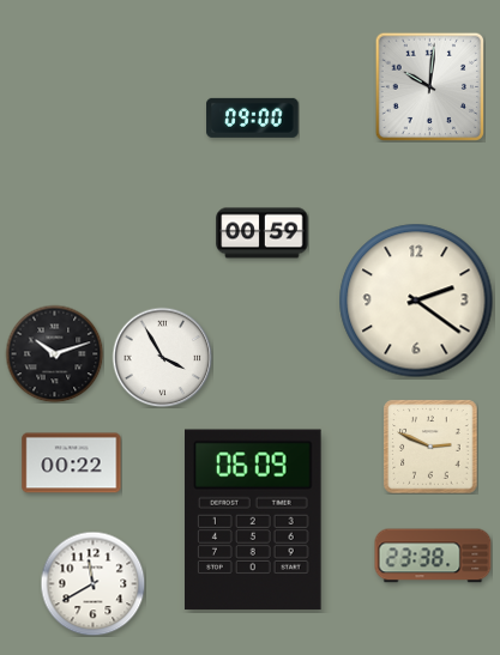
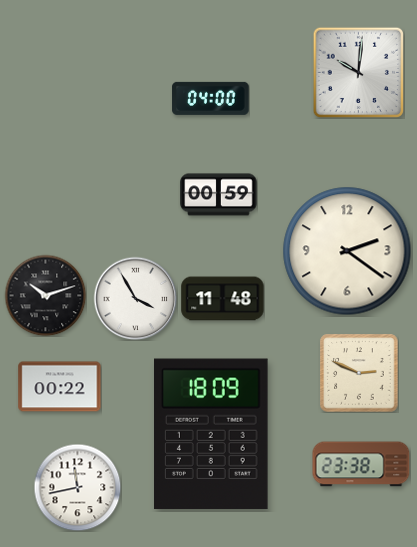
clock at (253, 117): 09:00 -> 04:00
clock at (223, 299): none -> 11:48
clock at (254, 520): 06:09 -> 18:09
clock at (92, 583): 11:40 -> 11:43
